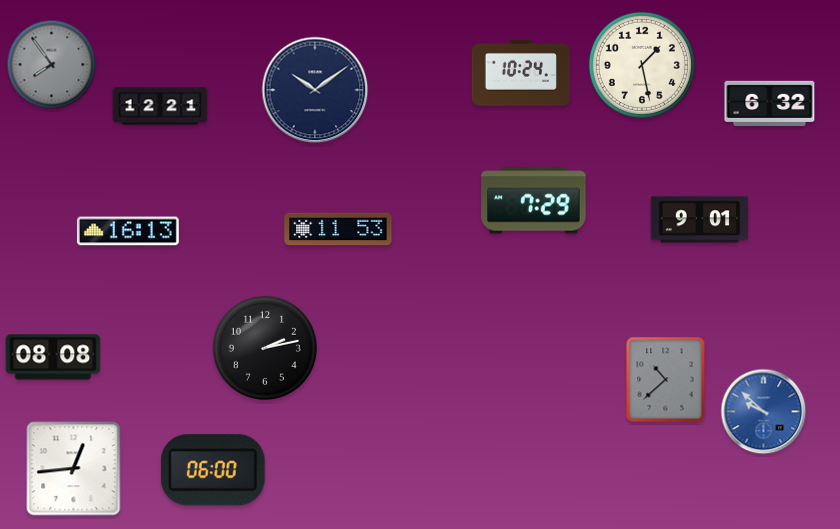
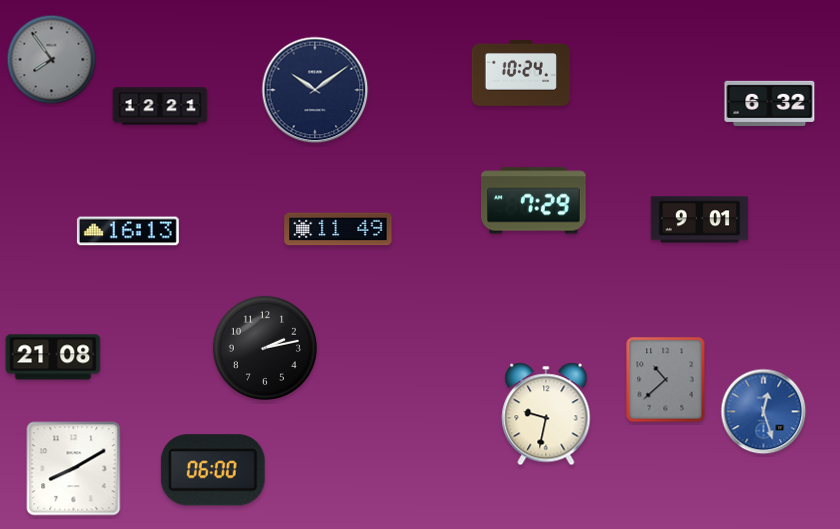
clock at (52, 65) position: (52, 65) -> (52, 60)
clock at (642, 65): 1:28 -> none
clock at (338, 229): 11:53 -> 11:49
clock at (53, 357): 08:08 -> 21:08
clock at (764, 412): 9:52 -> 12:27
clock at (546, 414): none -> 9:32
clock at (74, 469): 12:44 -> 8:10
